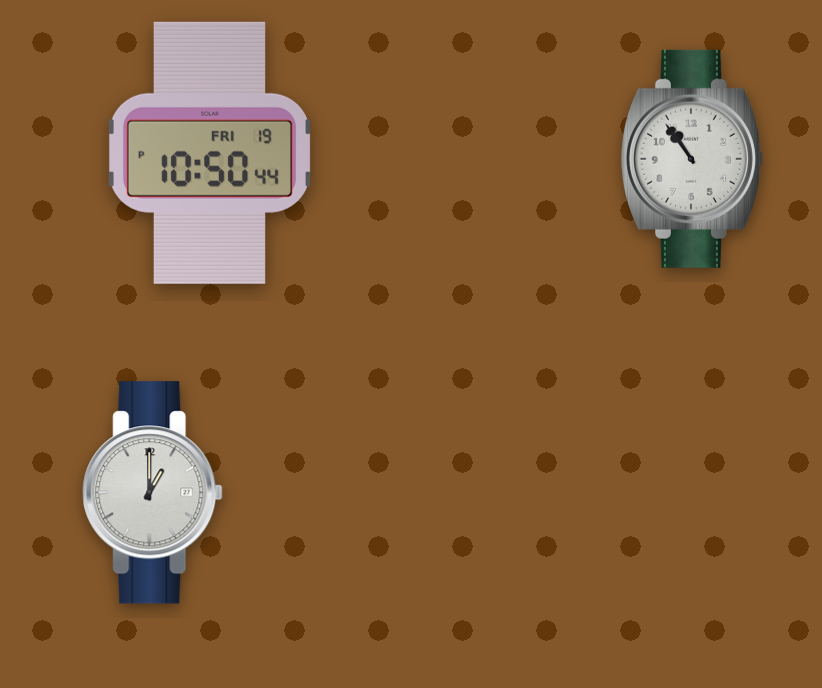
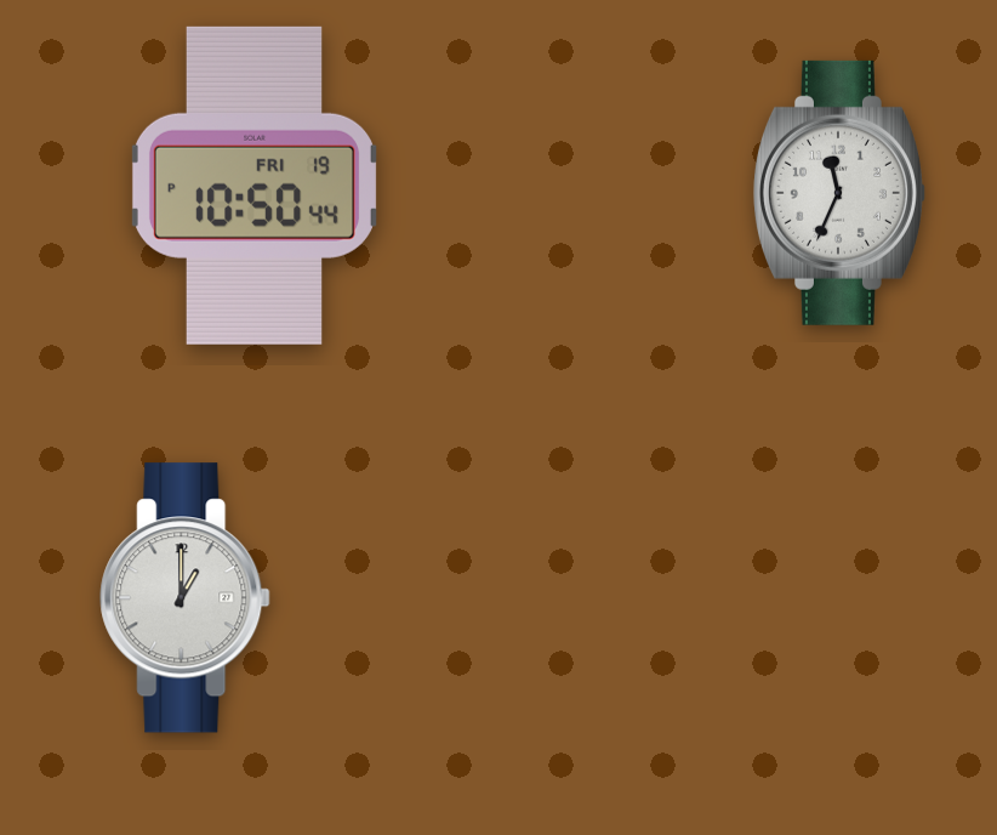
clock at (692, 159): 10:54 -> 11:34
